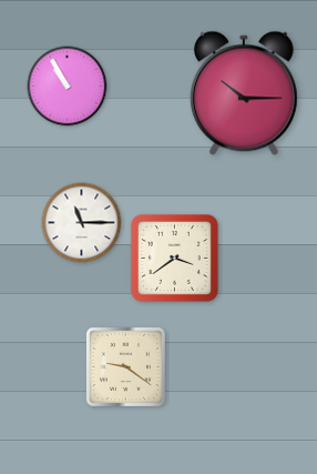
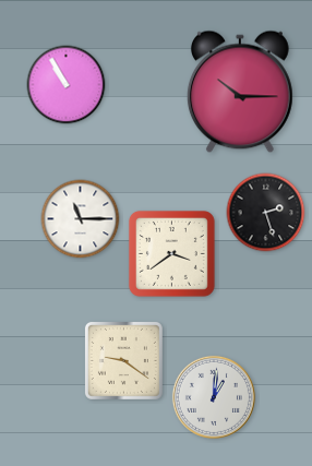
clock at (266, 213): none -> 2:27
clock at (214, 397): none -> 1:01
